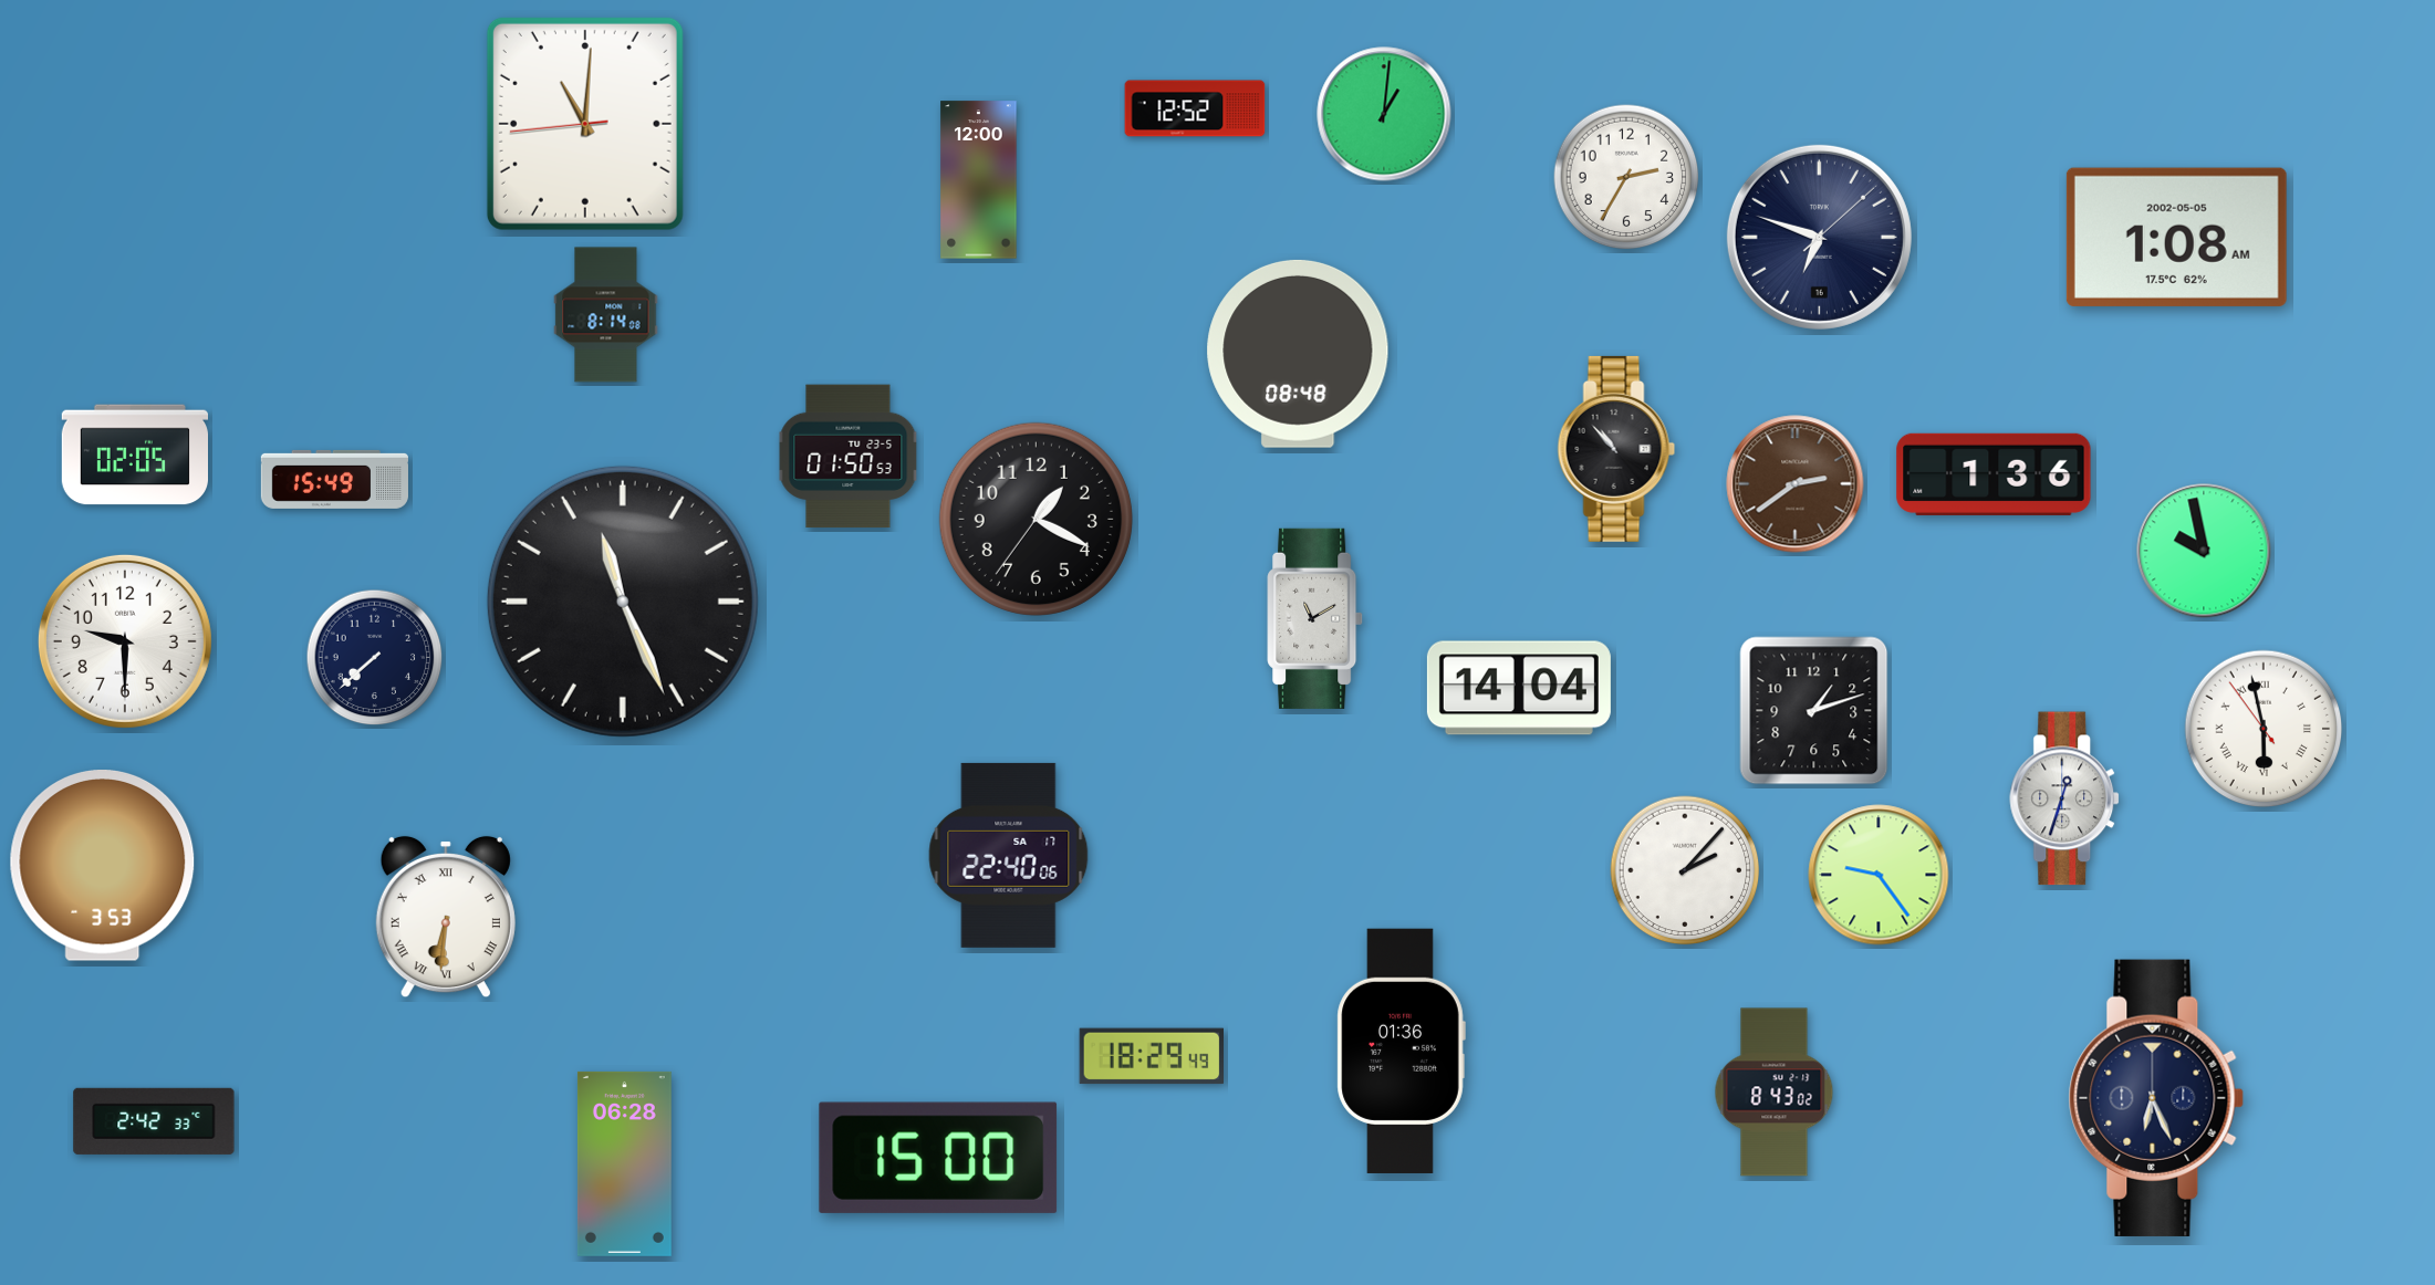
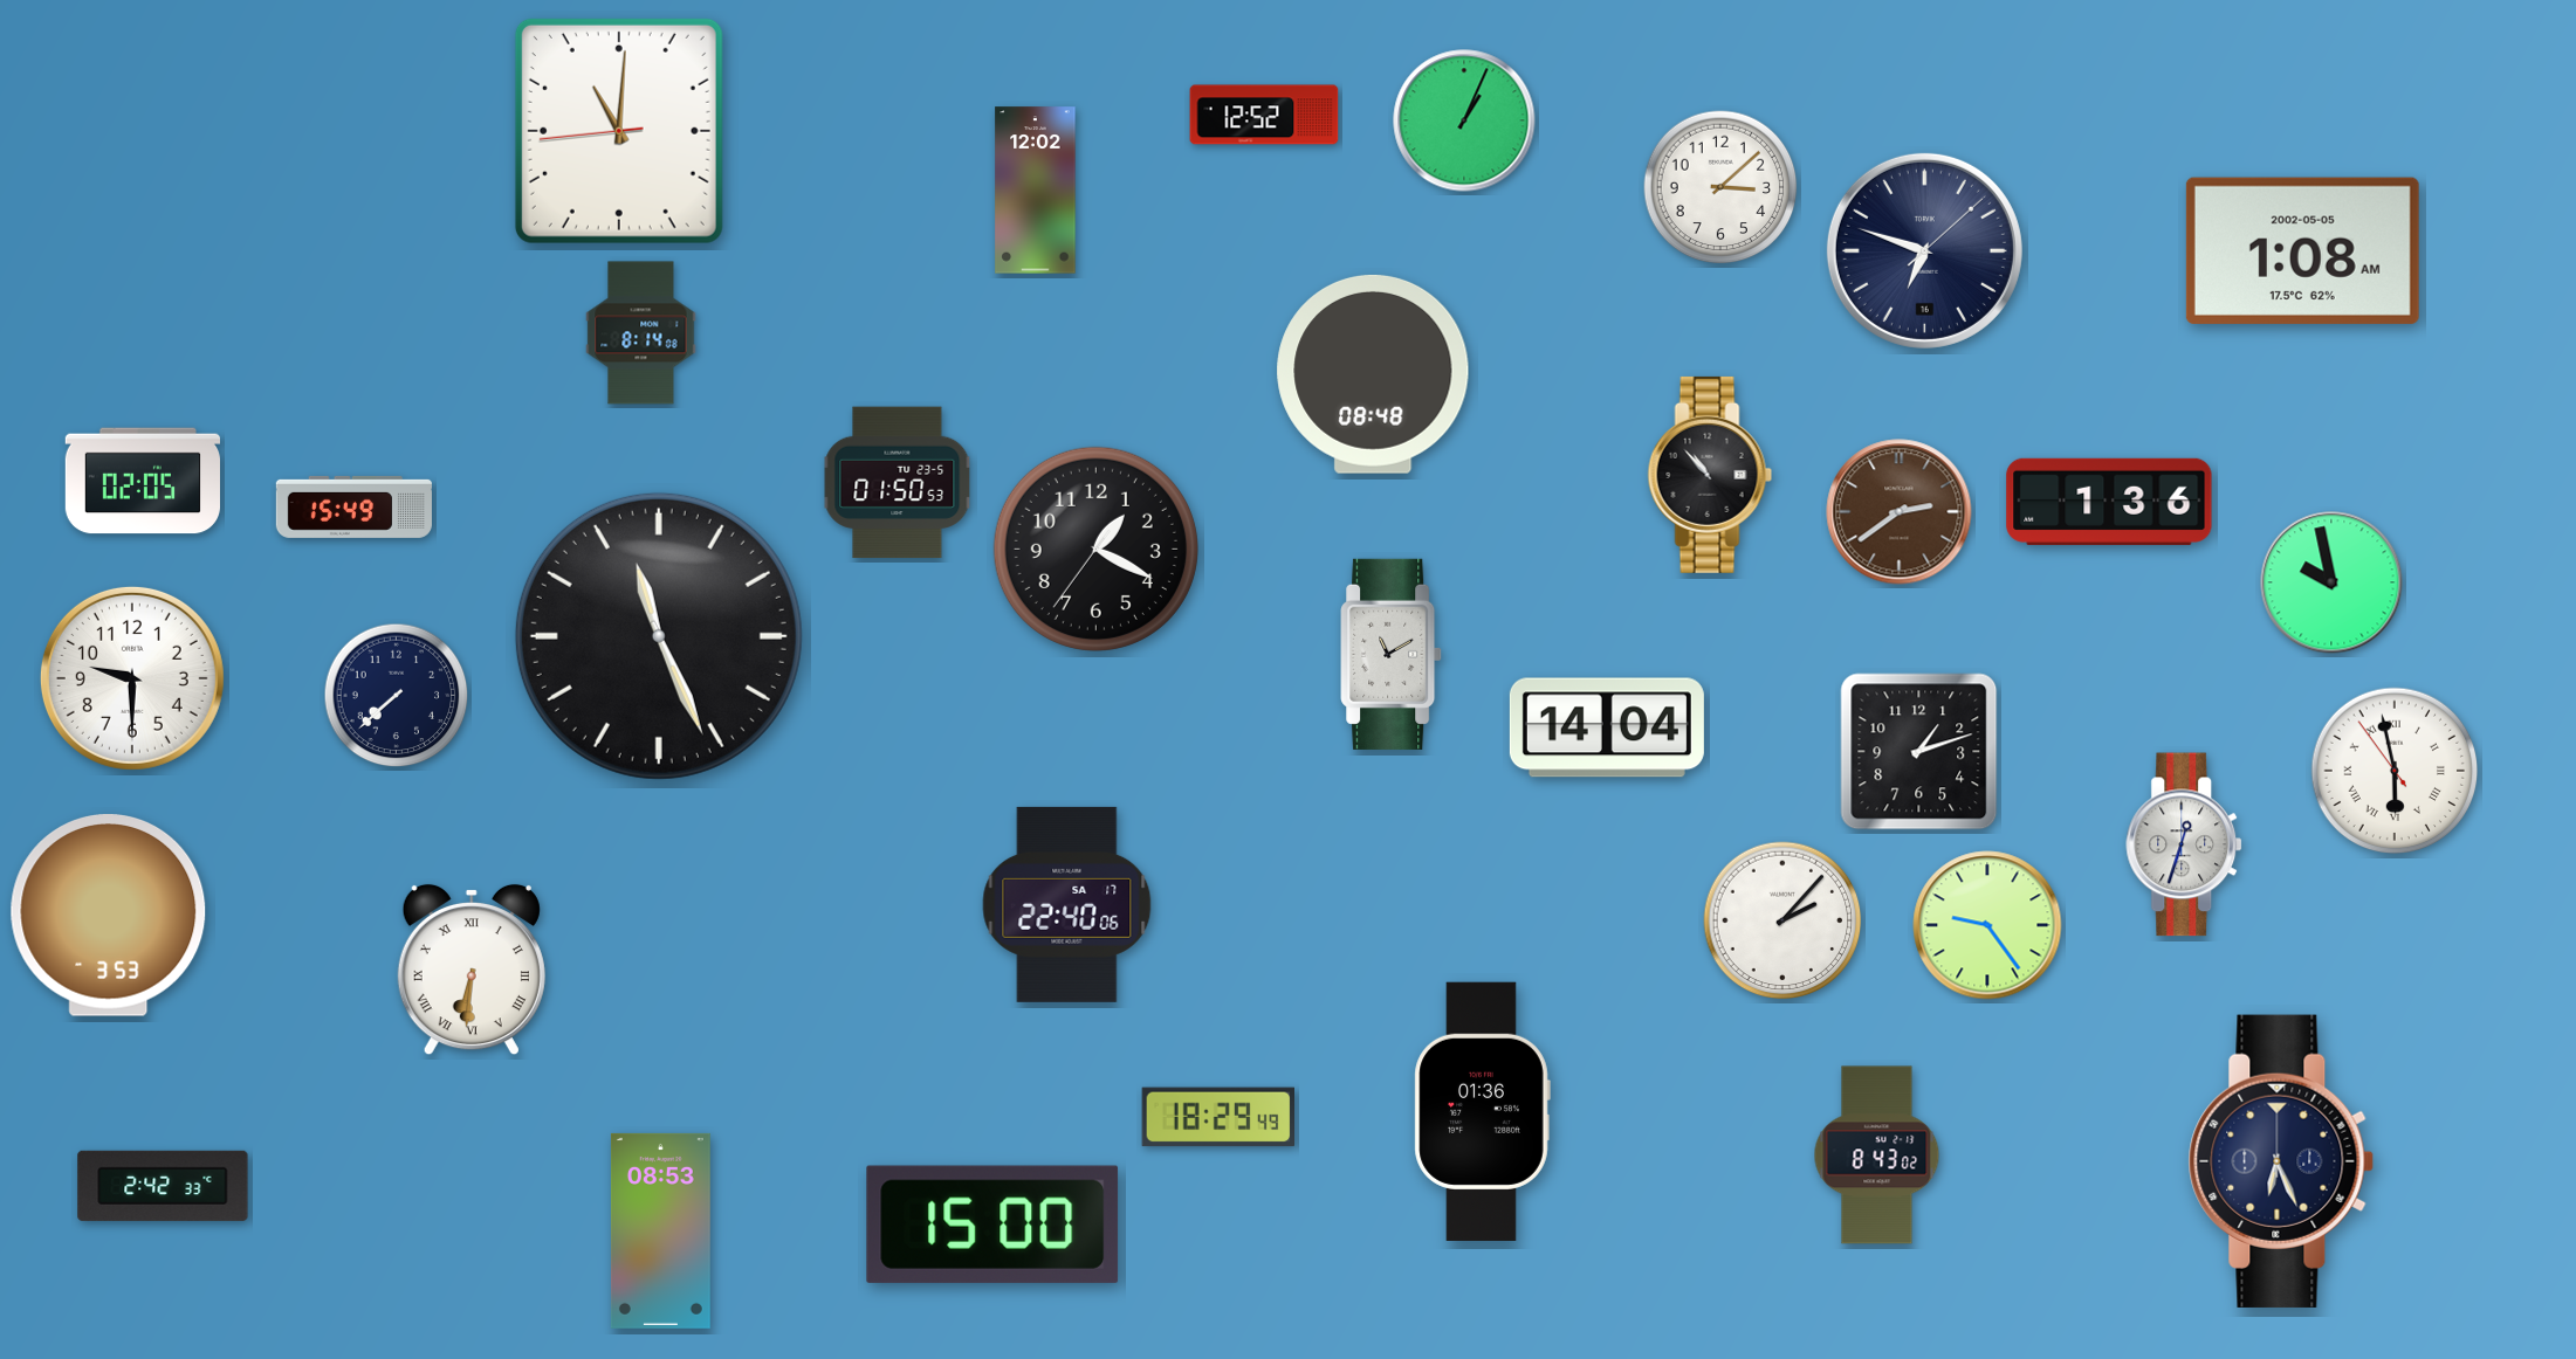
clock at (1384, 114): 1:01 -> 1:04
clock at (1626, 177): 2:35 -> 3:08
clock at (979, 180): 12:00 -> 12:02
clock at (624, 1163): 06:28 -> 08:53
